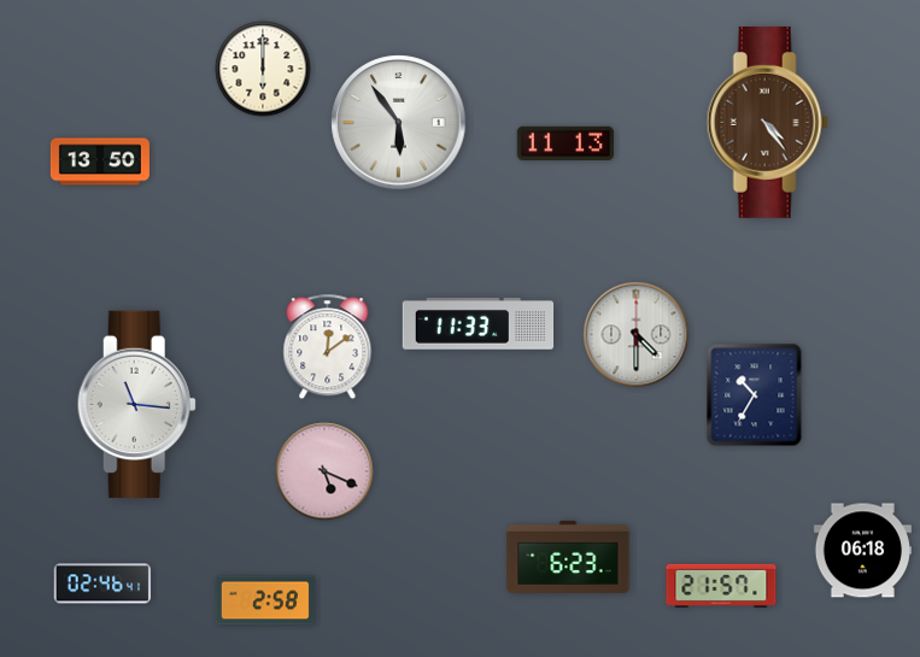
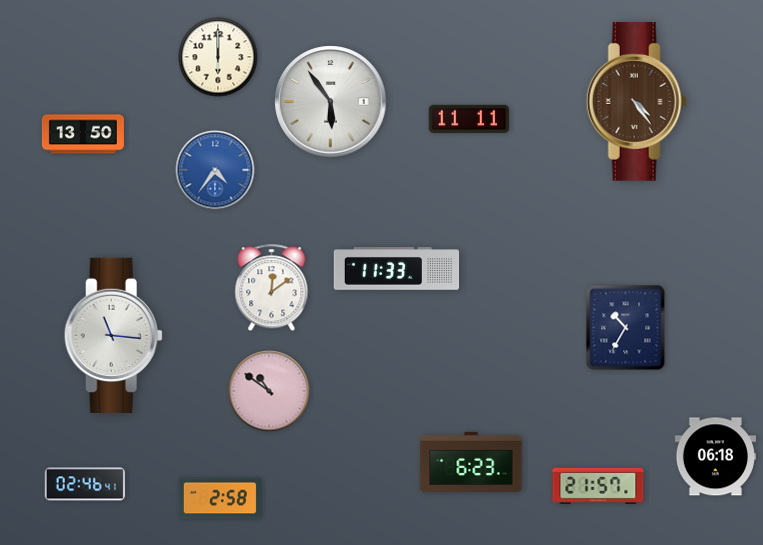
clock at (566, 142): 11:13 -> 11:11
clock at (215, 170): none -> 4:36
clock at (637, 335): 4:30 -> none
clock at (324, 471): 5:19 -> 10:51
